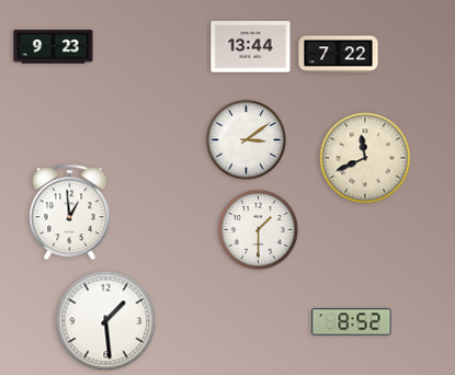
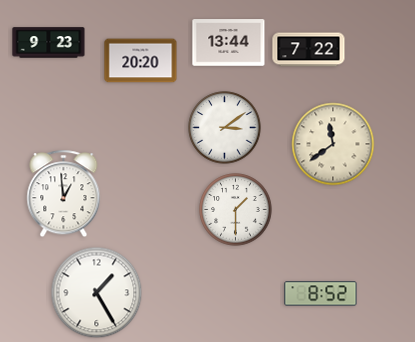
clock at (141, 61): none -> 20:20
clock at (365, 158): 11:41 -> 11:39
clock at (106, 321): 1:29 -> 1:25
